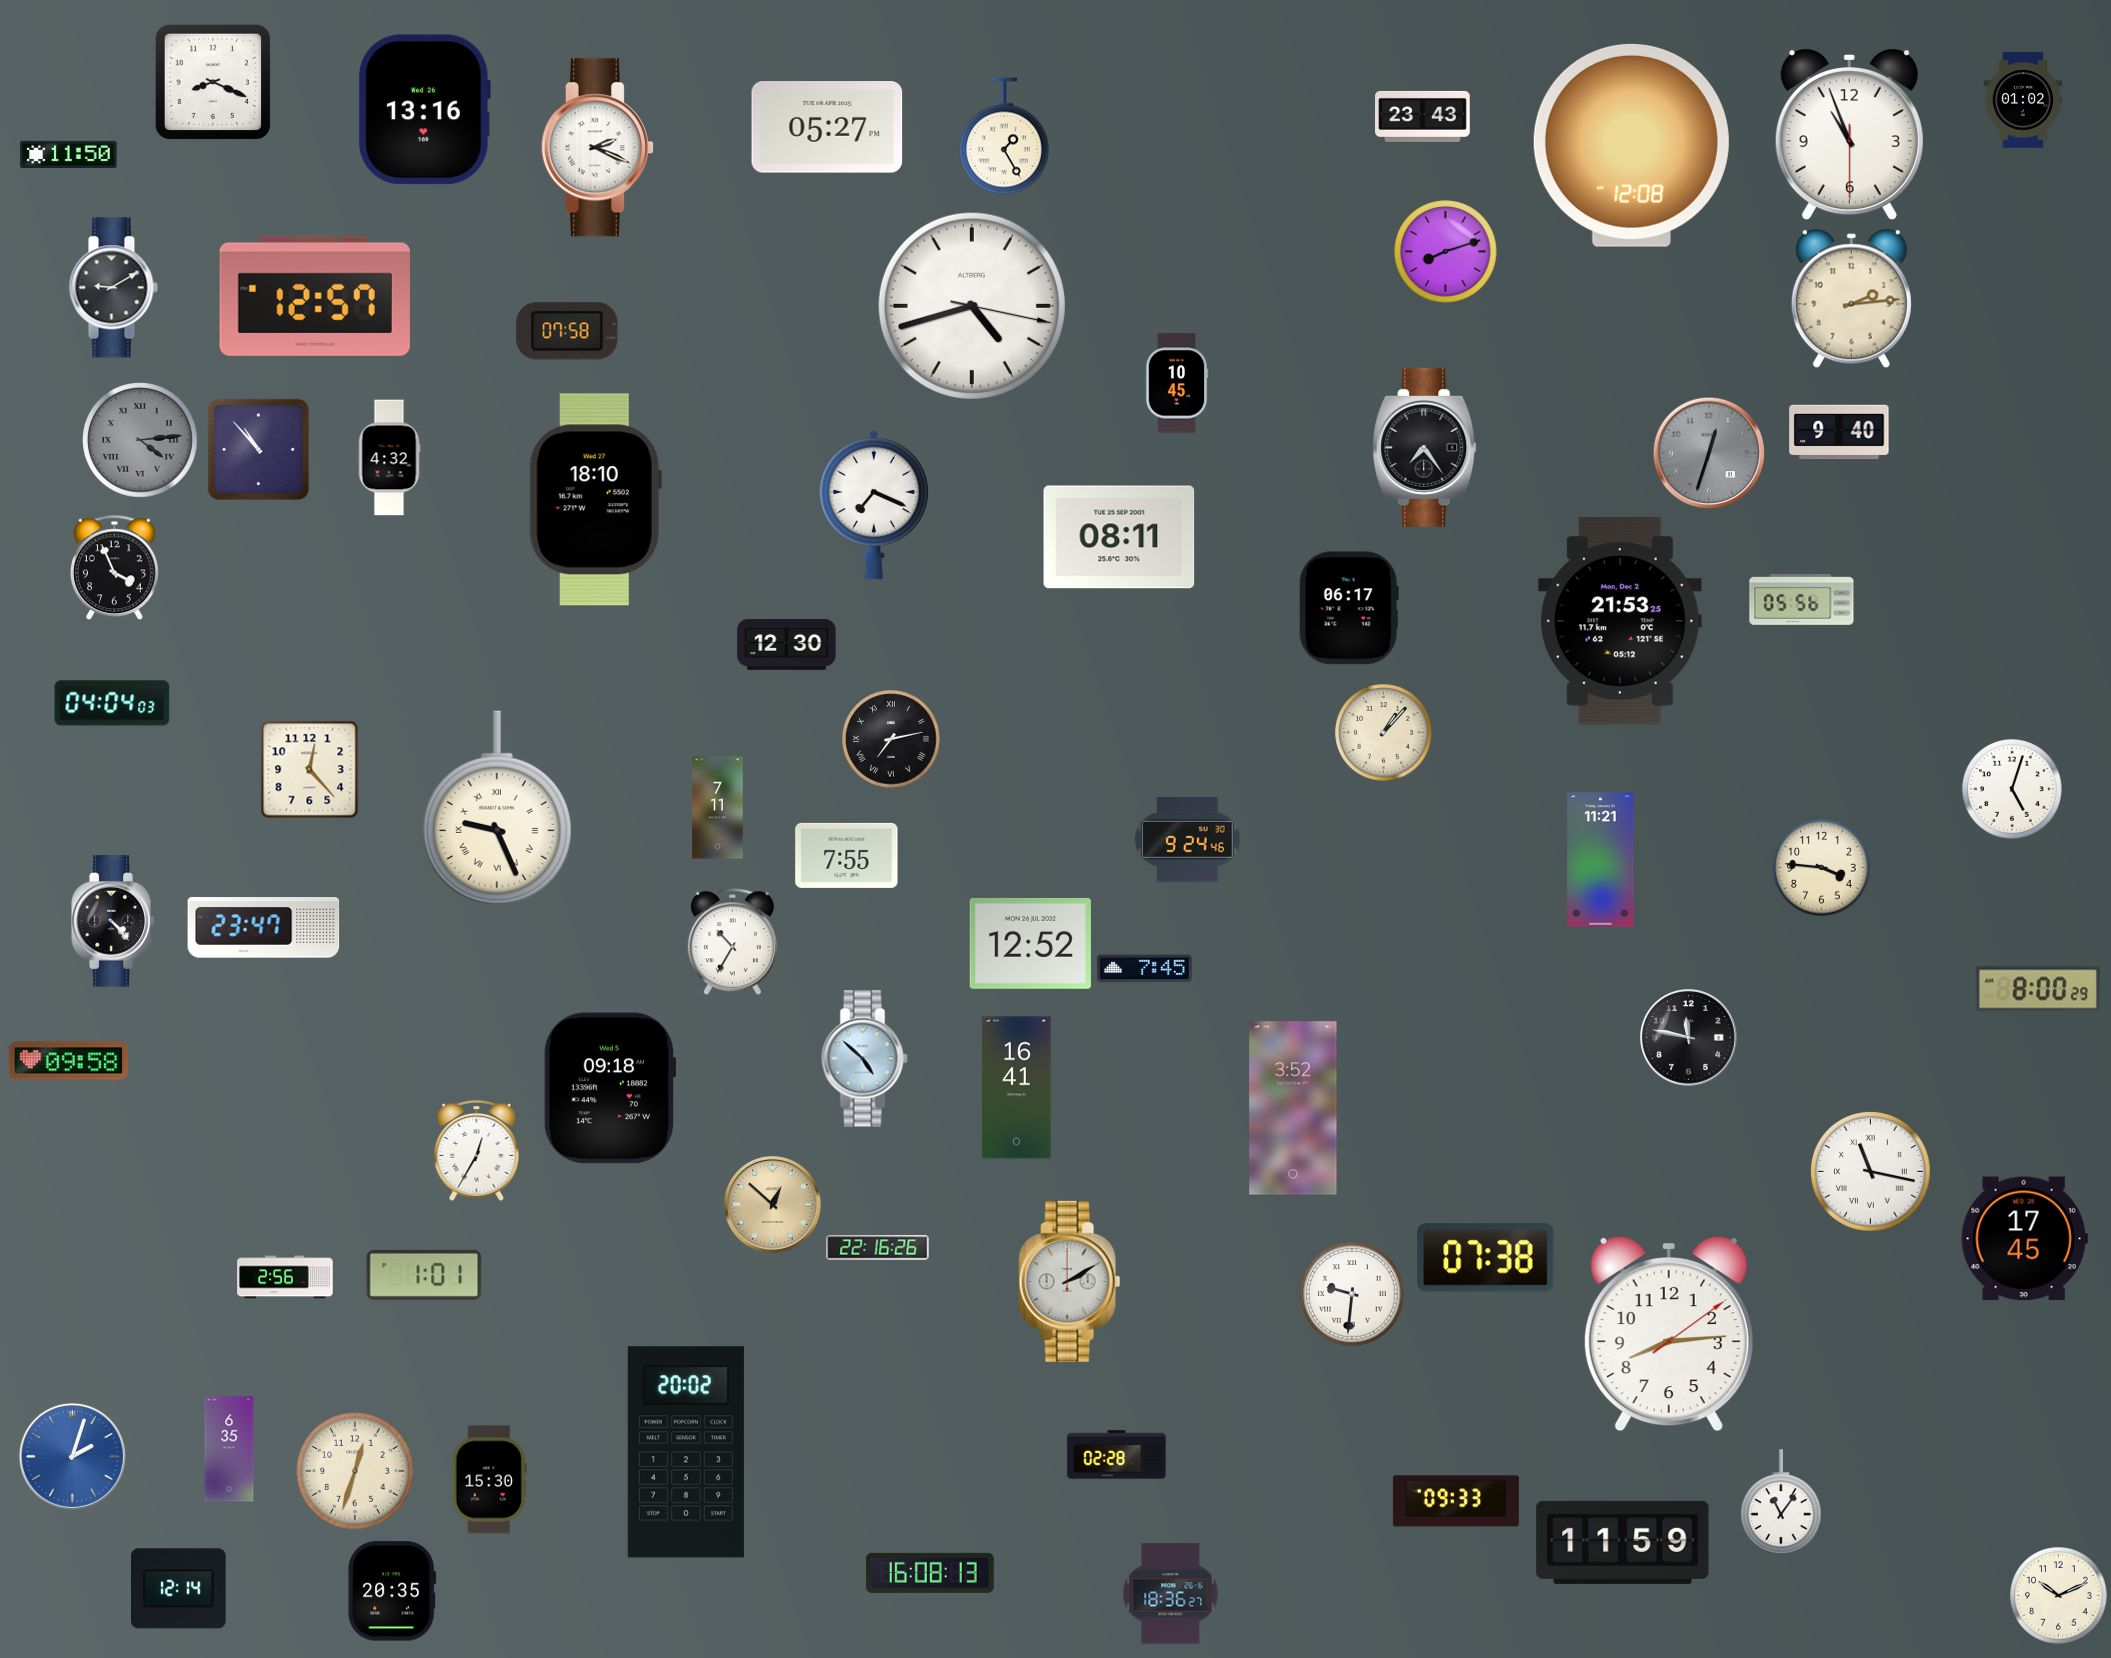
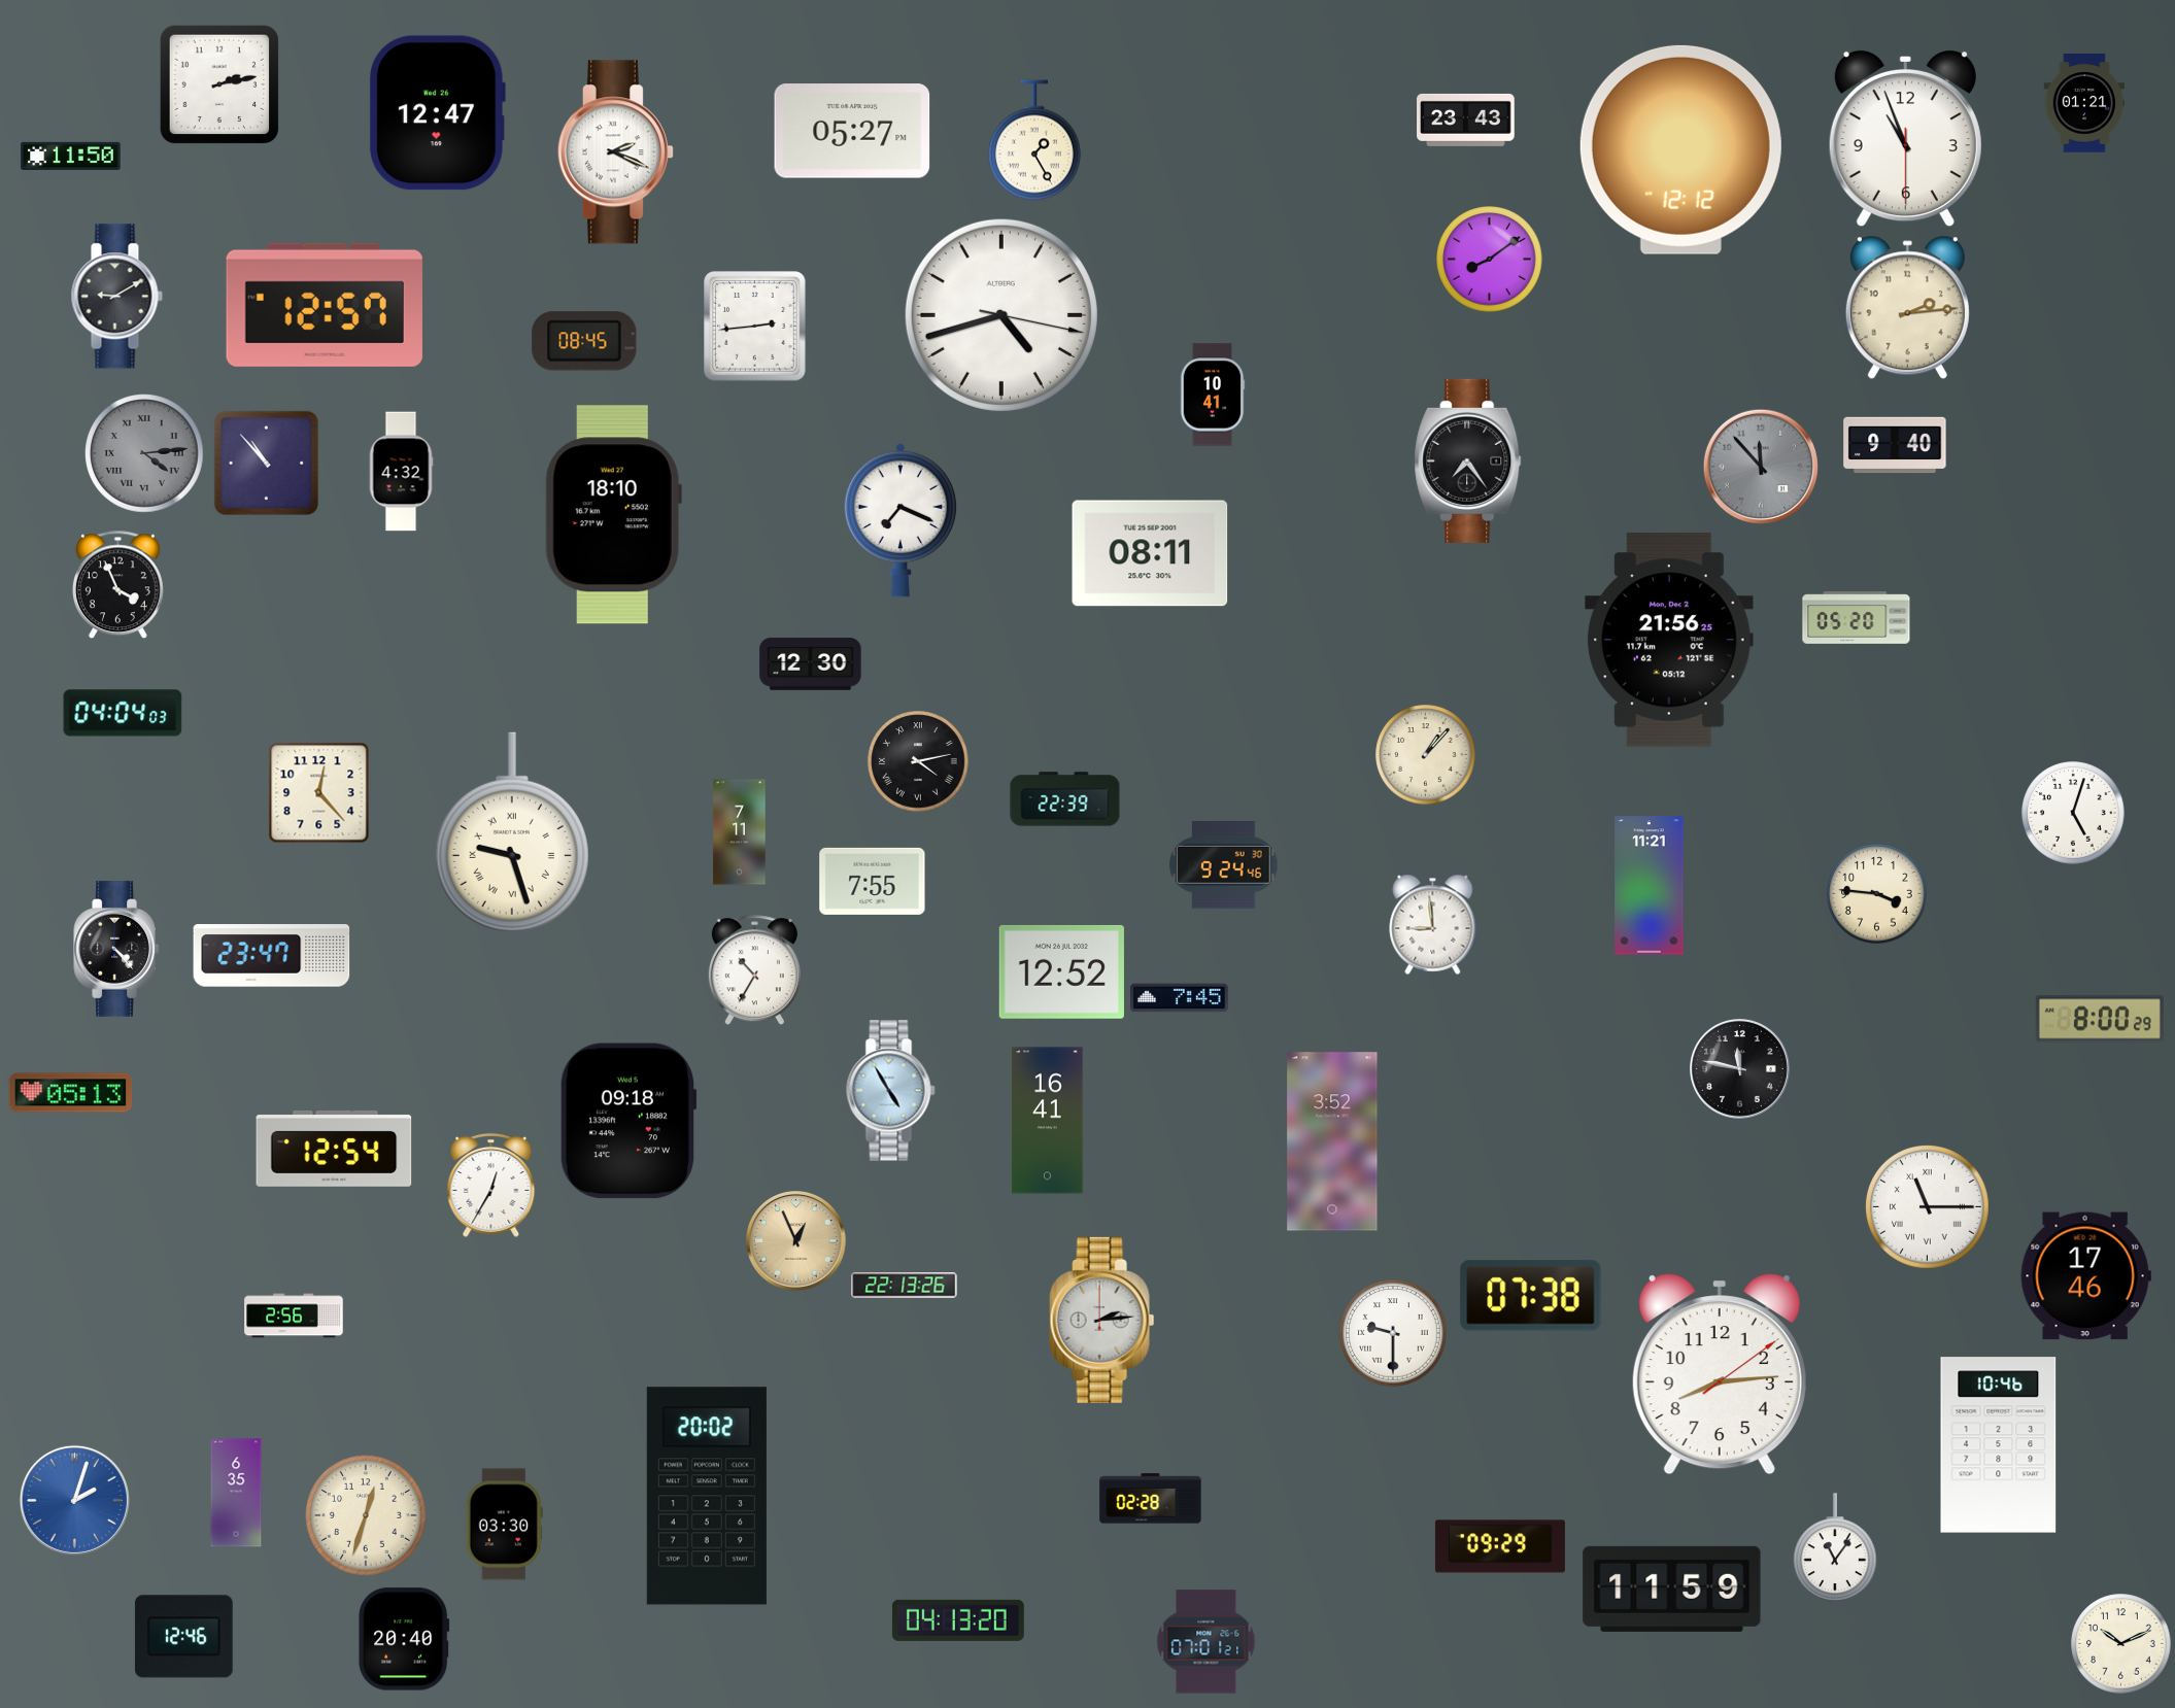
clock at (213, 82): 8:19 -> 2:13
clock at (2023, 100): 01:02 -> 01:21
clock at (424, 110): 13:16 -> 12:47
clock at (1631, 145): 12:08 -> 12:12
clock at (69, 154) position: (69, 154) -> (71, 156)
clock at (1446, 252): 8:12 -> 8:09
clock at (755, 327): none -> 2:44
clock at (567, 331): 07:58 -> 08:45
clock at (1177, 383): 10:45 -> 10:41
clock at (1709, 453): 12:33 -> 11:53
clock at (1119, 537) position: (1119, 537) -> (1150, 553)
clock at (1802, 600): 05:56 -> 05:20
clock at (1349, 608): 06:17 -> none
clock at (1620, 621): 21:53 -> 21:56
clock at (112, 703) position: (112, 703) -> (123, 713)
clock at (891, 739): 7:13 -> 4:13
clock at (1065, 799): none -> 22:39
clock at (497, 808): 9:26 -> 9:27
clock at (1433, 924): none -> 8:59
clock at (865, 1059): 4:52 -> 4:55
clock at (69, 1061): 09:58 -> 05:13
clock at (334, 1149): none -> 12:54
clock at (1871, 1172): 11:17 -> 11:15
clock at (773, 1205): 12:52 -> 12:56
clock at (2024, 1239): 17:45 -> 17:46
clock at (878, 1248): 22:16 -> 22:13
clock at (424, 1275): 1:01 -> none
clock at (1070, 1281): 2:10 -> 2:14
clock at (1352, 1294): 9:31 -> 9:30
clock at (1999, 1445): none -> 10:46
clock at (489, 1480): 15:30 -> 03:30
clock at (1456, 1501): 09:33 -> 09:29
clock at (930, 1573): 16:08 -> 04:13
clock at (178, 1589): 12:14 -> 12:46
clock at (392, 1591): 20:35 -> 20:40
clock at (1171, 1594): 18:36 -> 07:01
